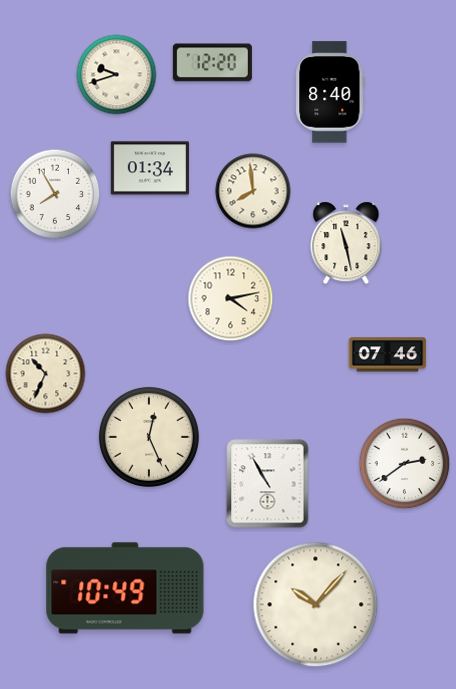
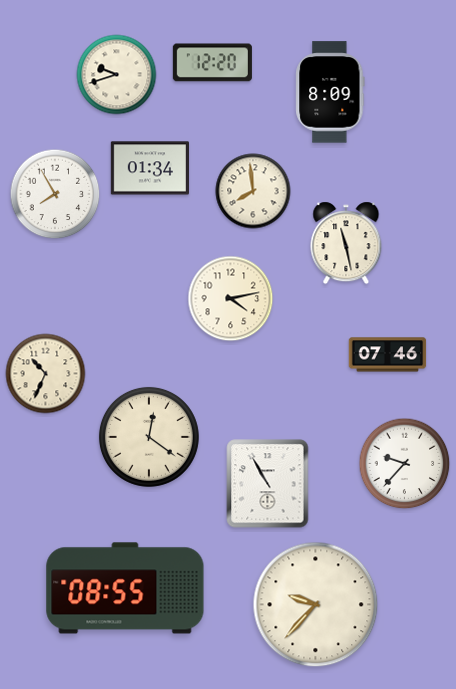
clock at (330, 92): 8:40 -> 8:09
clock at (149, 437): 12:26 -> 12:21
clock at (405, 464): 2:39 -> 9:37
clock at (125, 588): 10:49 -> 08:55
clock at (316, 605): 10:07 -> 9:37
